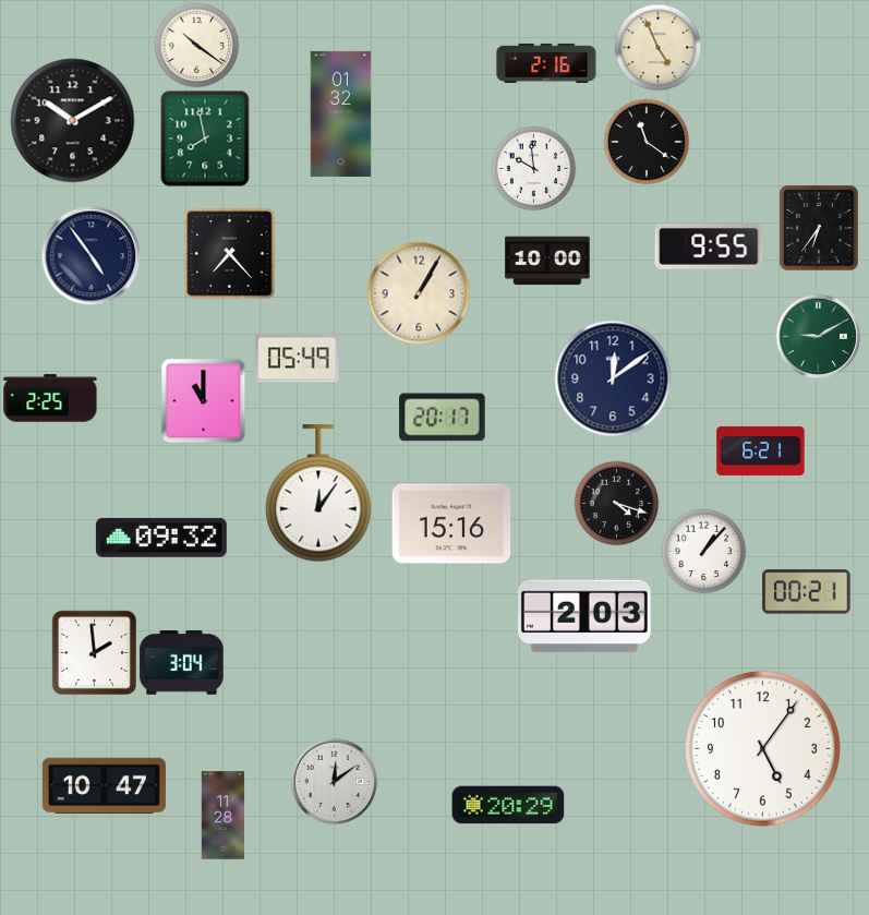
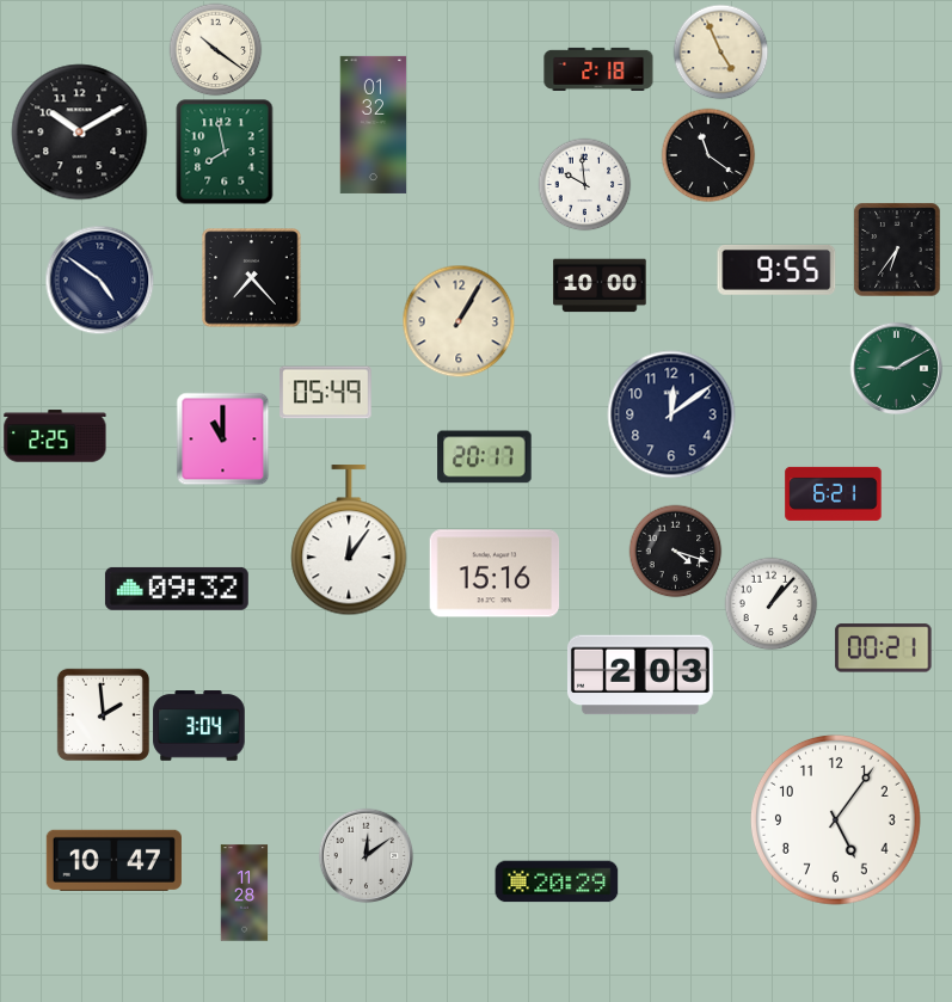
clock at (546, 63): 2:16 -> 2:18
clock at (90, 255): 4:54 -> 4:51
